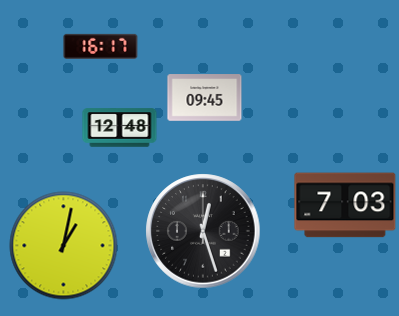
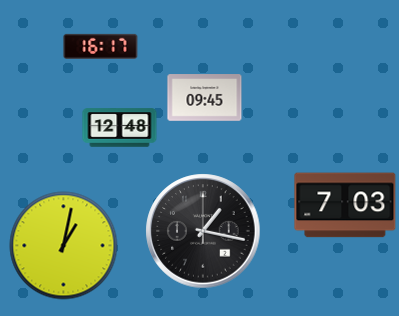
clock at (203, 231): 12:27 -> 1:17
